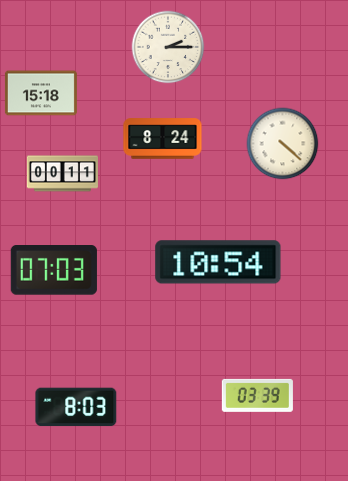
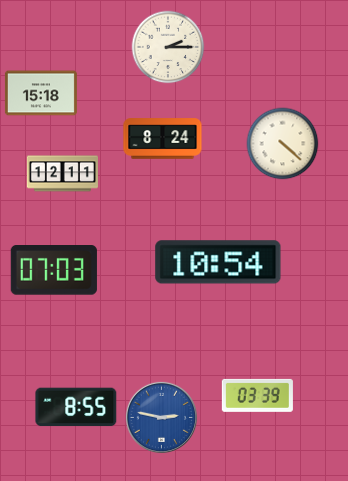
clock at (62, 174): 00:11 -> 12:11
clock at (76, 407): 8:03 -> 8:55
clock at (161, 417): none -> 2:47
